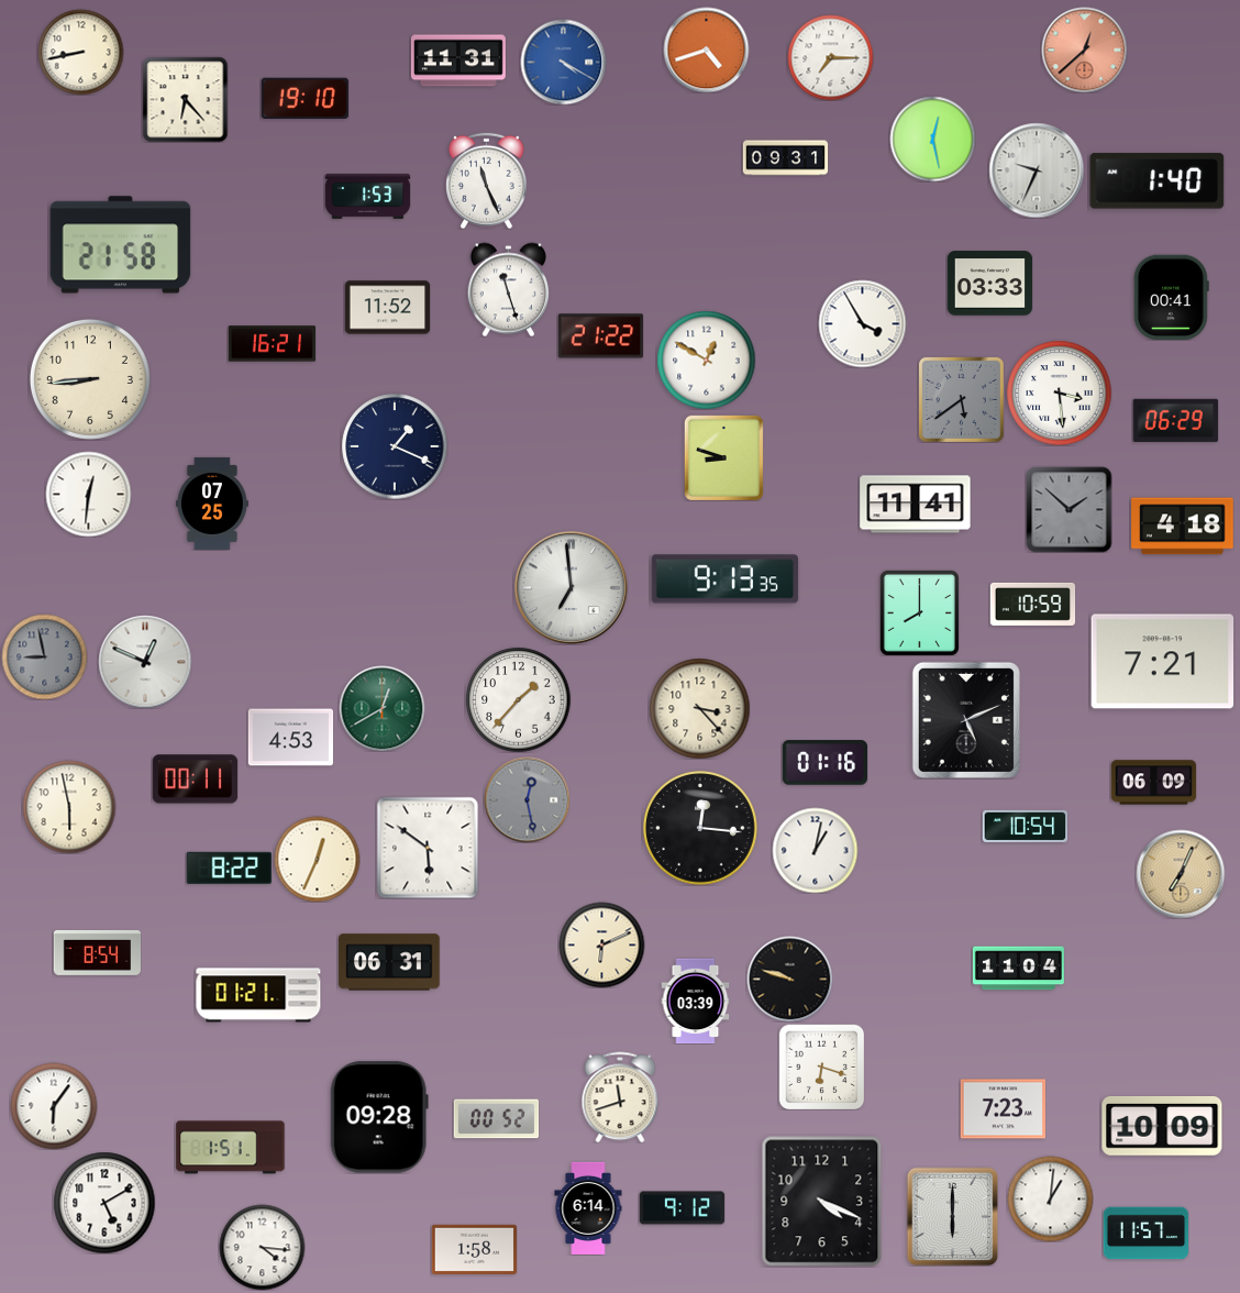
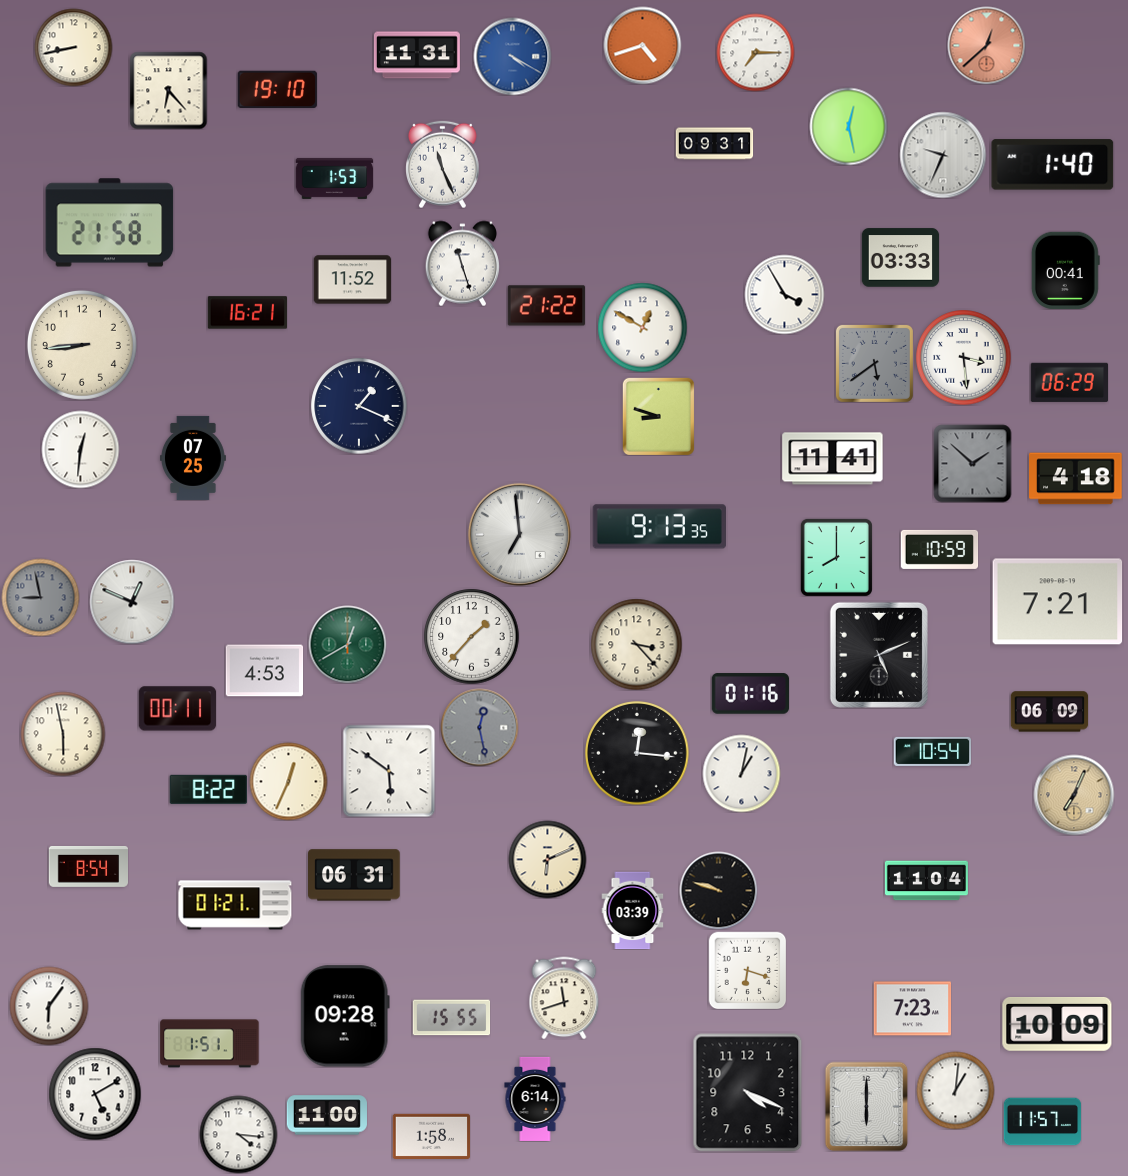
clock at (496, 1119): 00:52 -> 15:55
clock at (682, 1208): 9:12 -> none
clock at (327, 1115): none -> 11:00
